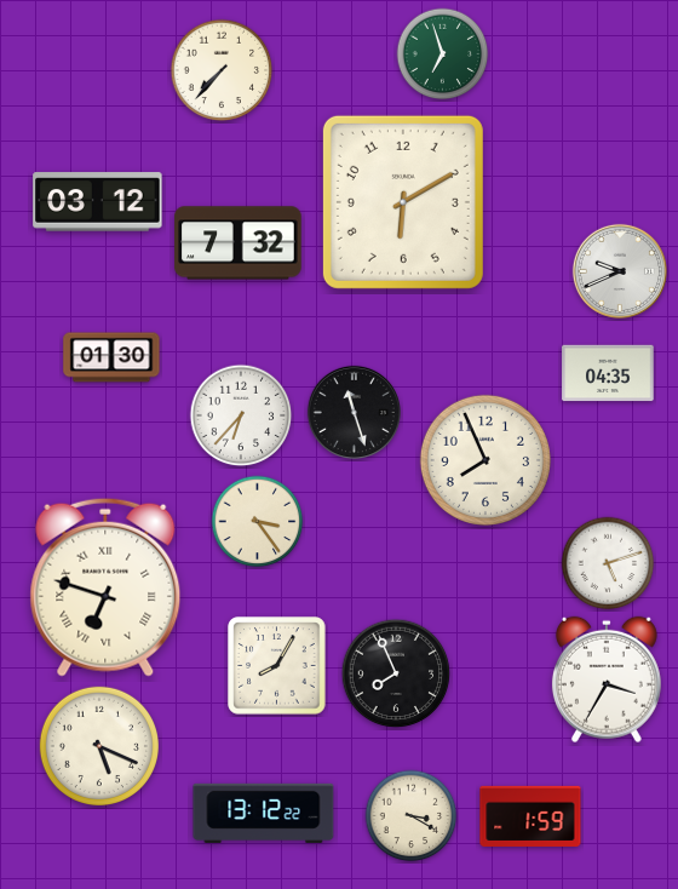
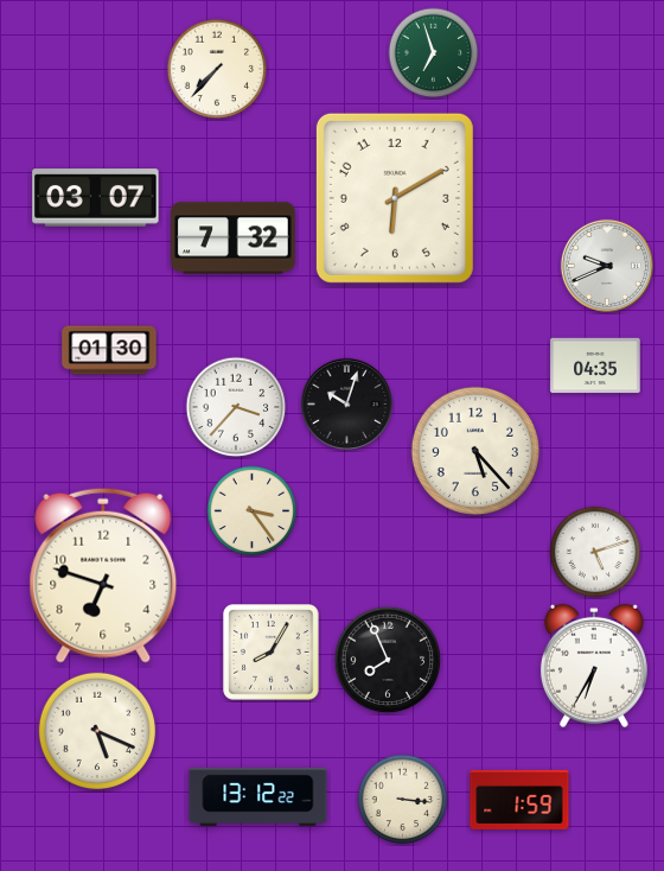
clock at (98, 202): 03:12 -> 03:07
clock at (354, 412): 11:27 -> 10:03
clock at (241, 415): 6:37 -> 3:37
clock at (485, 460): 7:56 -> 5:23
clock at (105, 587) numerals: Roman -> Arabic
clock at (607, 679): 3:35 -> 6:35
clock at (412, 816): 3:20 -> 3:16
